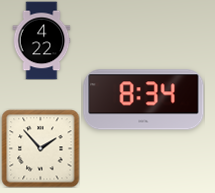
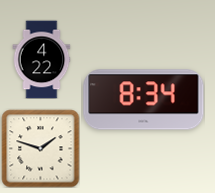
clock at (42, 40) position: (42, 40) -> (42, 59)
clock at (40, 148): 1:53 -> 1:48
